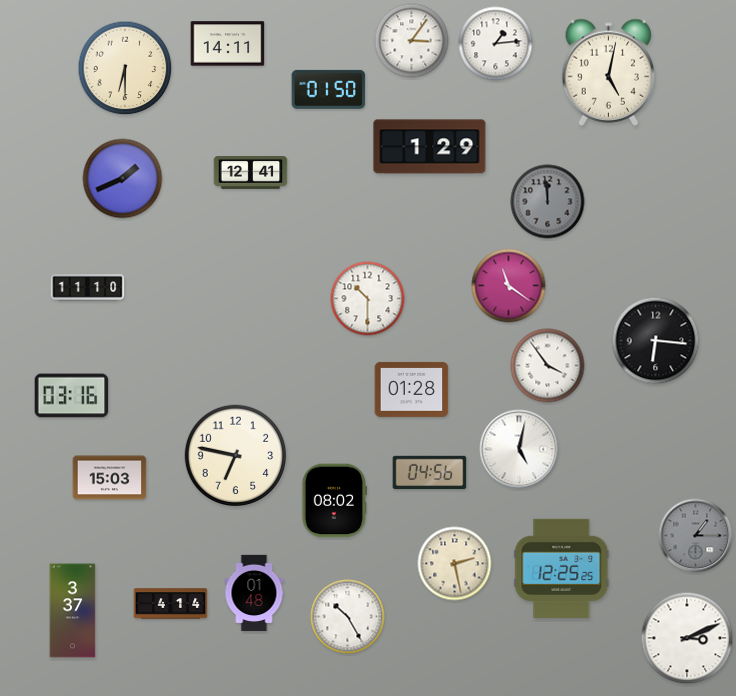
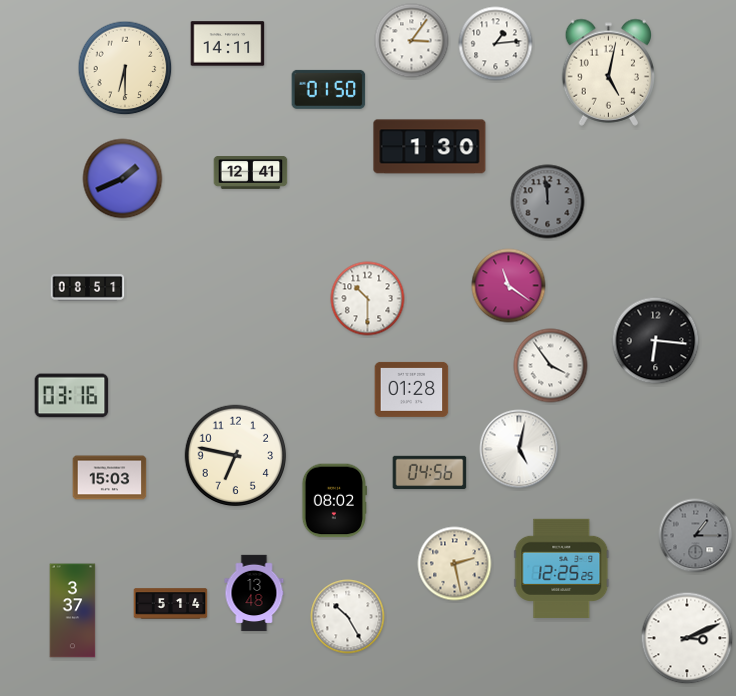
clock at (430, 147): 1:29 -> 1:30
clock at (88, 288): 11:10 -> 08:51
clock at (548, 366) position: (548, 366) -> (551, 366)
clock at (254, 593): 01:48 -> 13:48
clock at (171, 604): 4:14 -> 5:14
